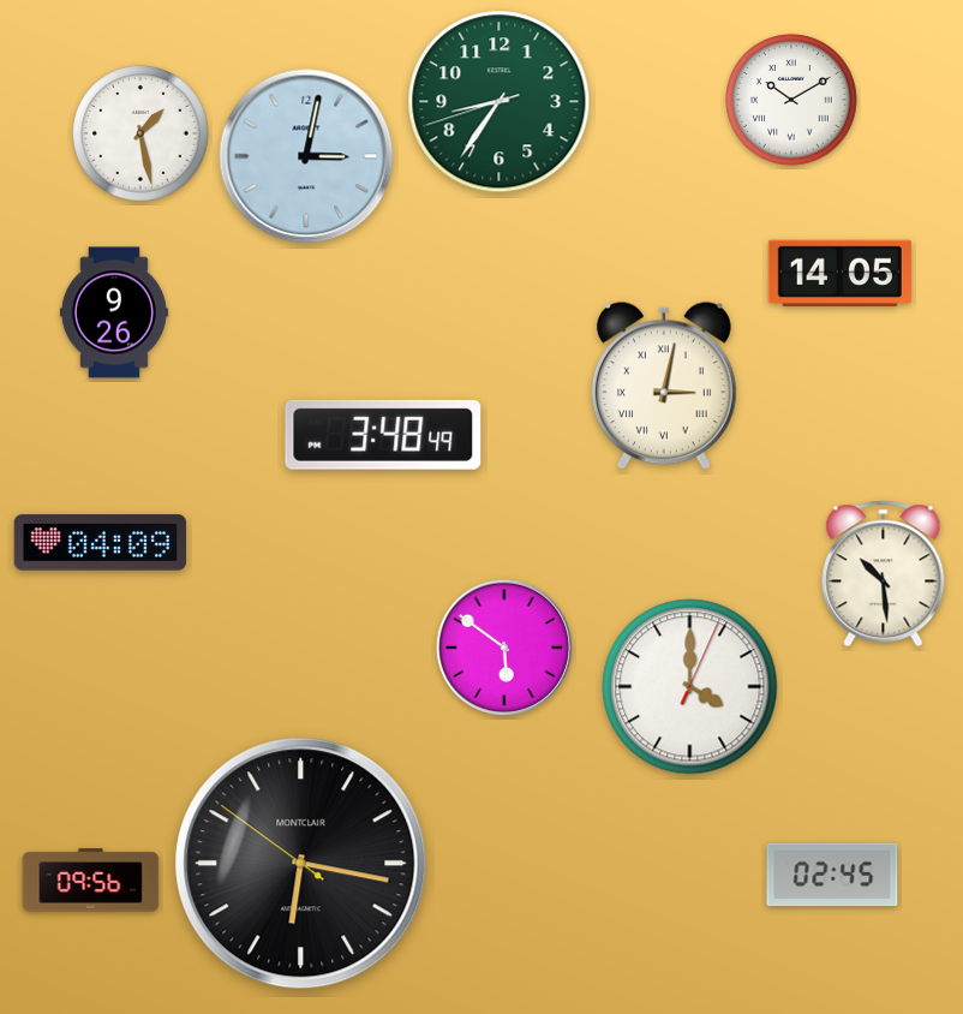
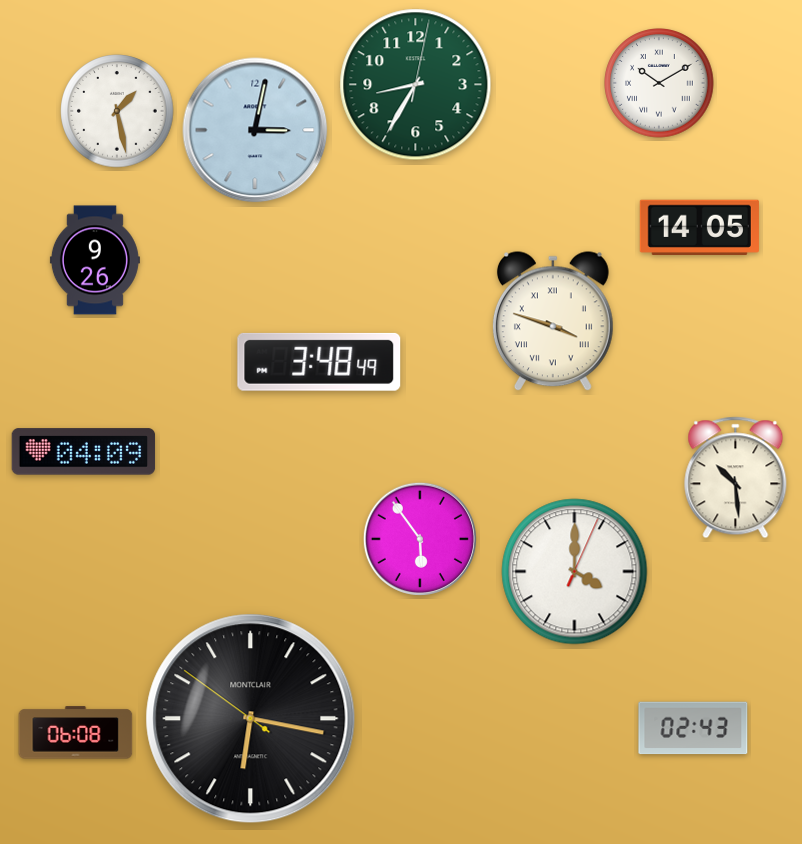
clock at (500, 102): 8:35:42 -> 8:35:02
clock at (664, 387): 3:02 -> 3:48
clock at (504, 648): 5:51 -> 5:54
clock at (832, 875): 02:45 -> 02:43
clock at (91, 881): 09:56 -> 06:08
